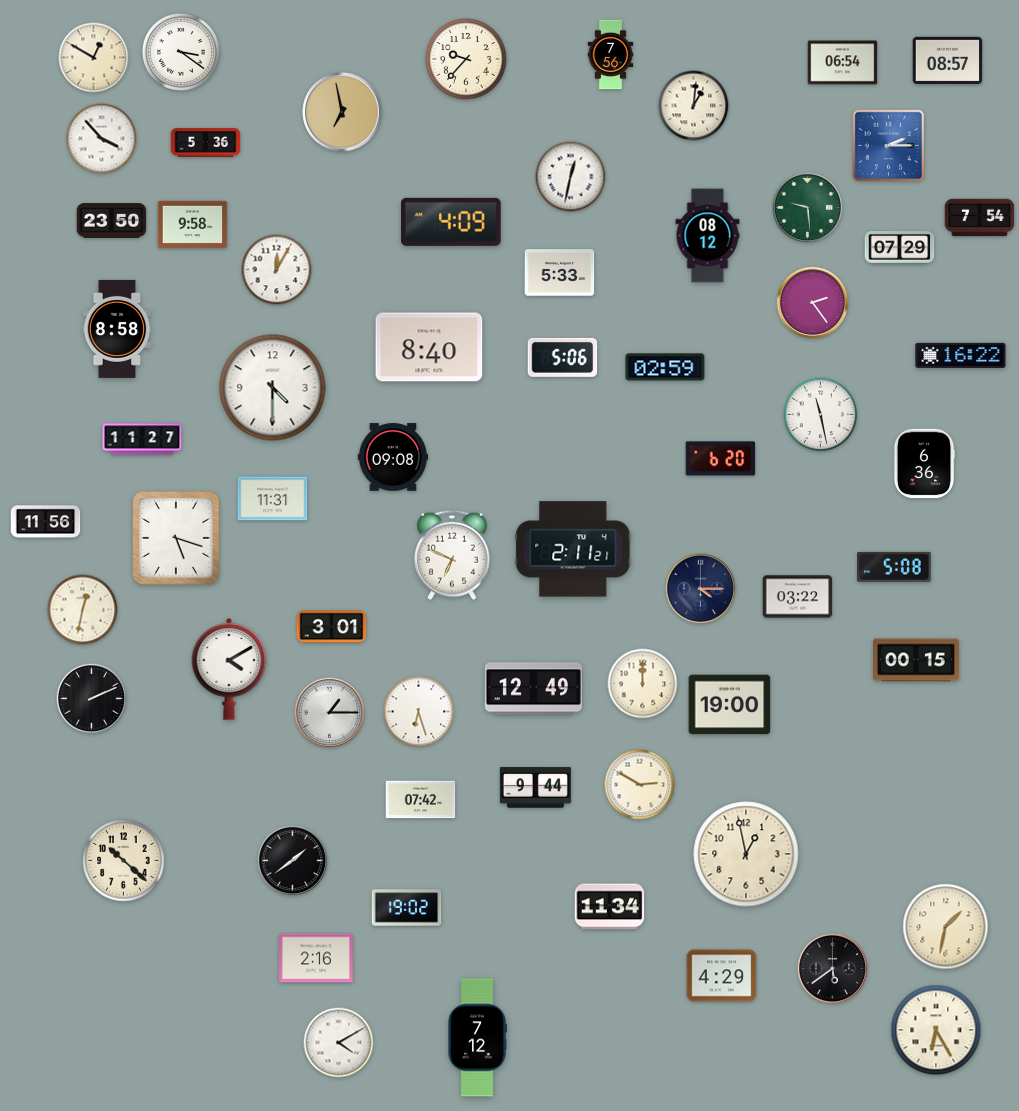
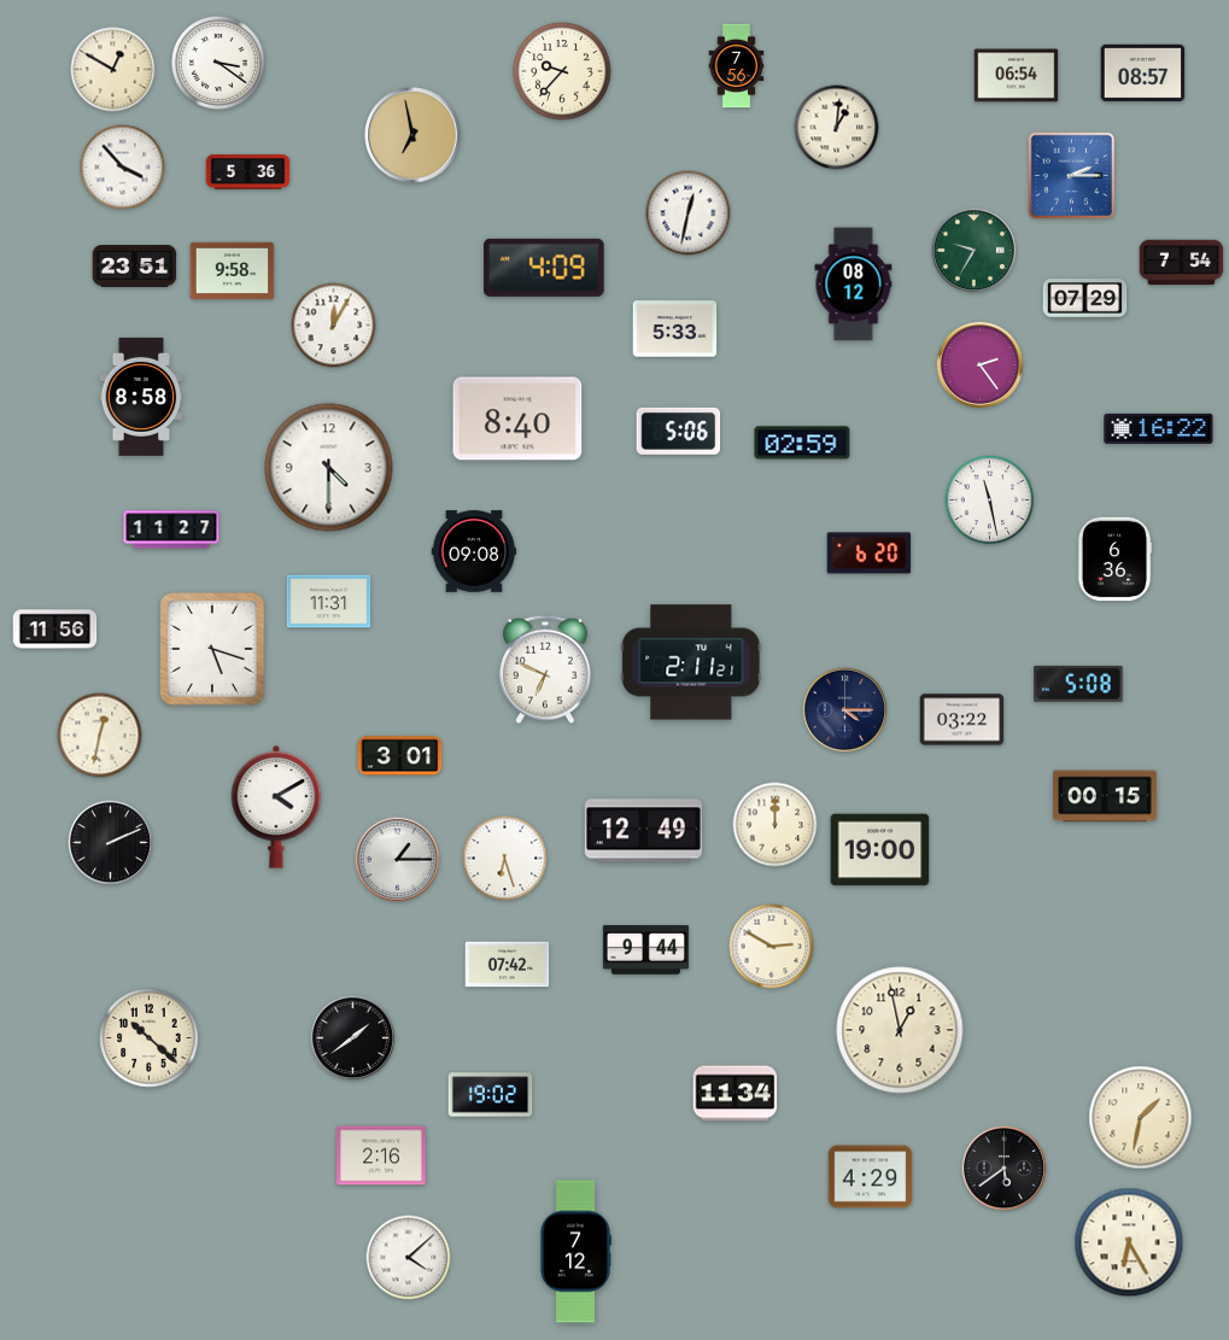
clock at (808, 208): 9:29 -> 9:35
clock at (112, 221): 23:50 -> 23:51
clock at (339, 1043): 4:10 -> 4:08
